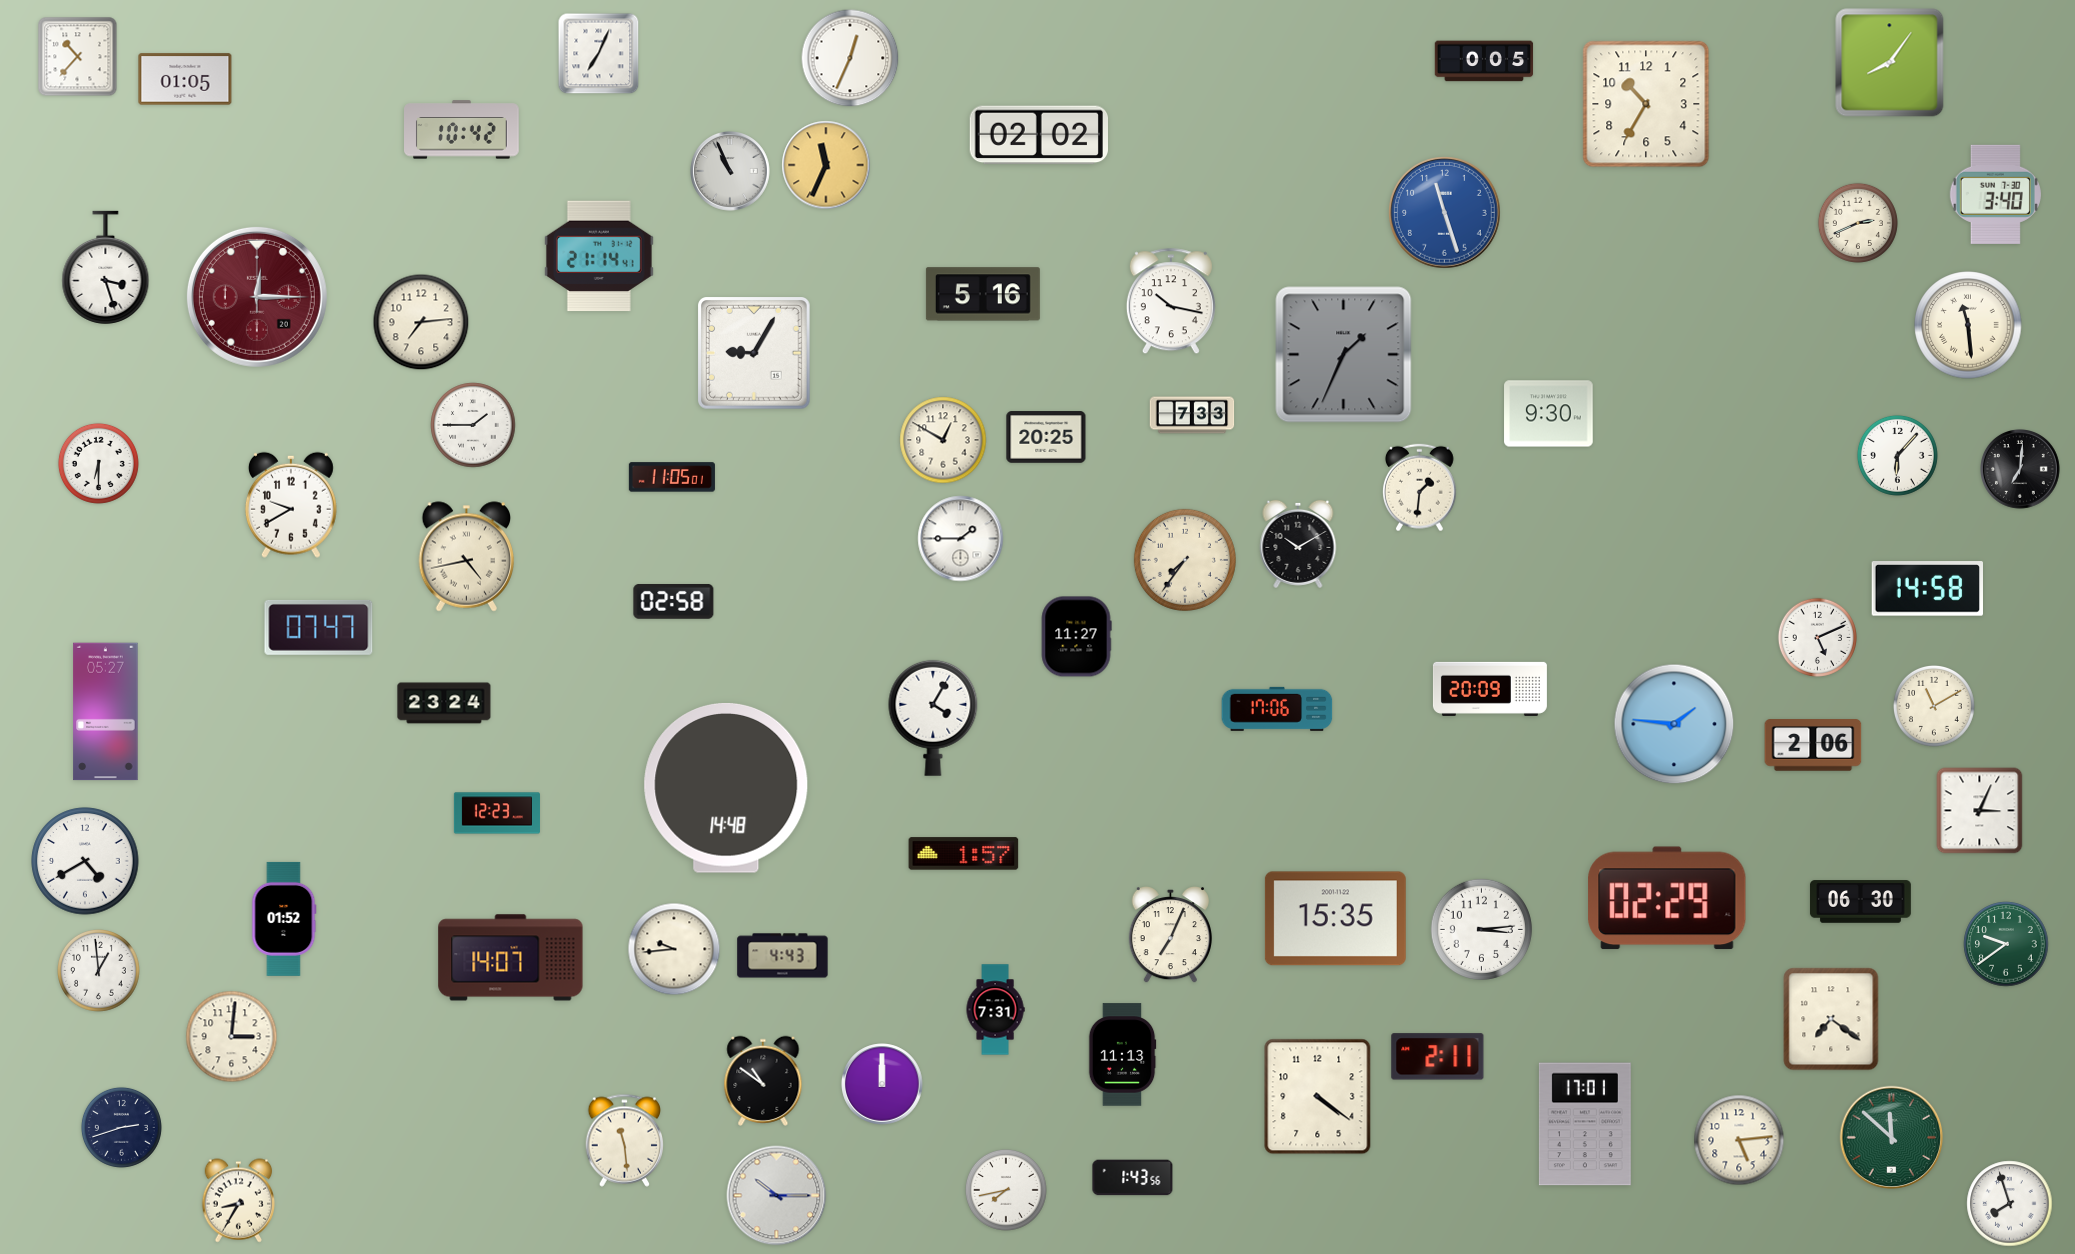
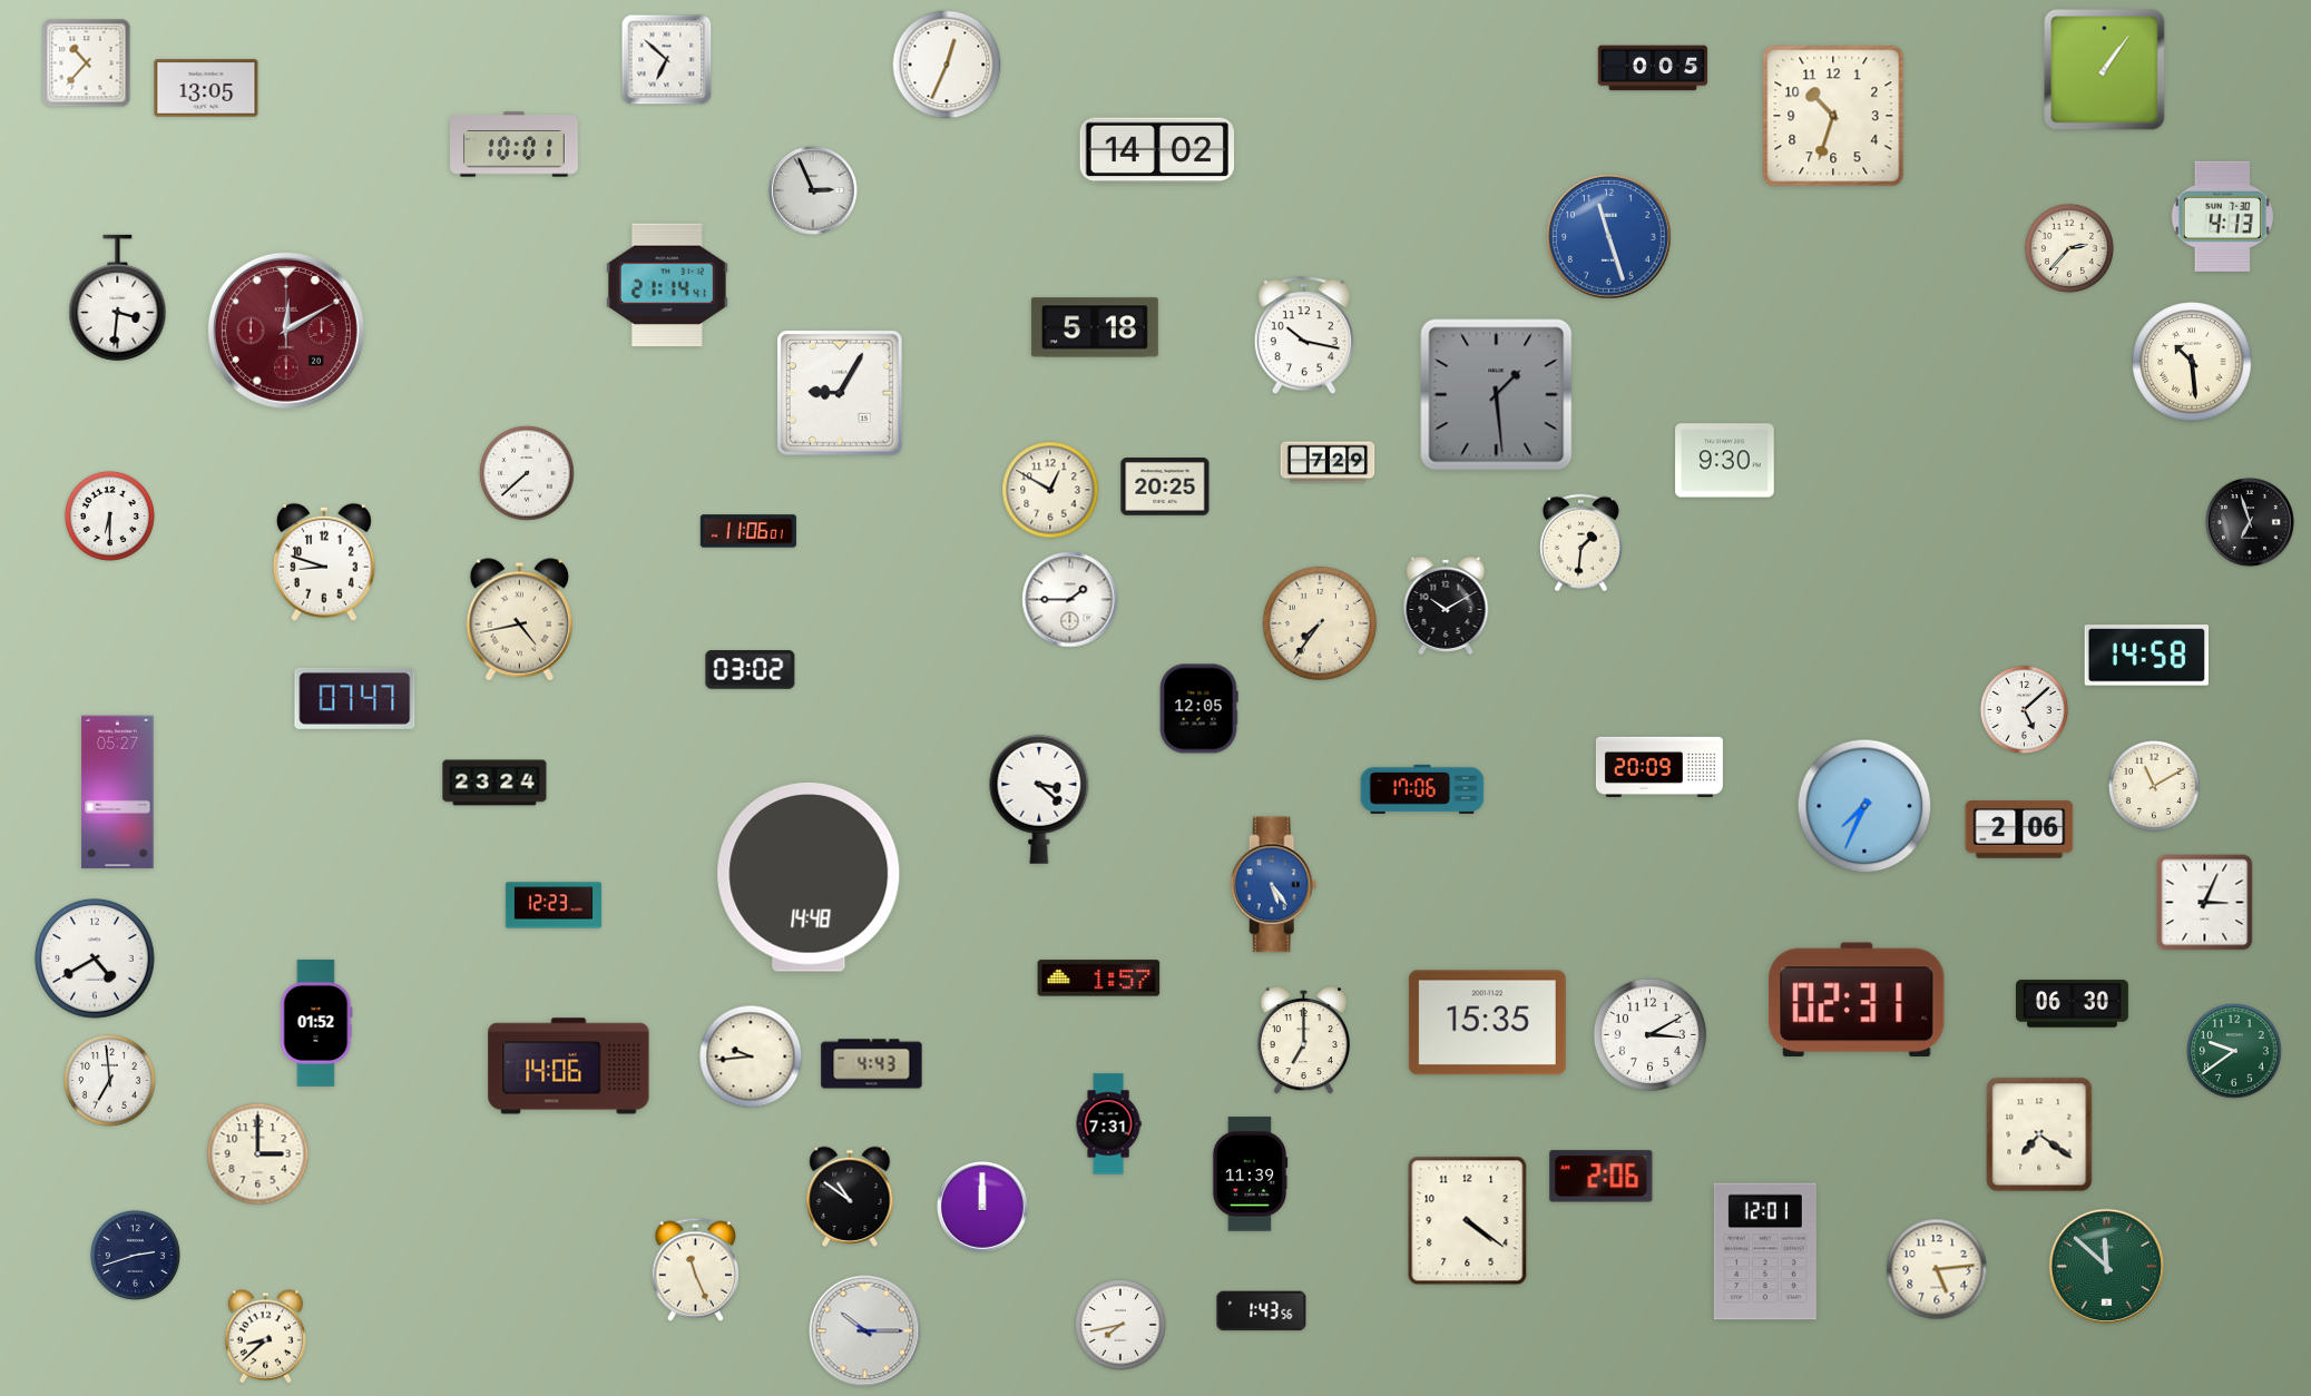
clock at (599, 54): 7:04 -> 6:52
clock at (1890, 63): 8:06 -> 1:06
clock at (185, 79): 01:05 -> 13:05
clock at (1646, 104): 10:35 -> 10:33
clock at (462, 130): 10:42 -> 10:01
clock at (1038, 135): 02:02 -> 14:02
clock at (826, 165): 11:34 -> none
clock at (731, 172): 10:56 -> 2:56
clock at (1995, 194): 3:40 -> 4:13
clock at (1858, 223): 2:41 -> 2:37
clock at (106, 267): 3:27 -> 3:31
clock at (983, 294): 5:16 -> 5:18
clock at (257, 297): 12:15 -> 12:10
clock at (421, 322): 7:14 -> none
clock at (1968, 325): 11:29 -> 10:29
clock at (1344, 355): 1:34 -> 1:29
clock at (1192, 415): 7:33 -> 7:29
clock at (473, 425): 1:45 -> 7:38
clock at (1897, 455): 6:07 -> none
clock at (2021, 470): 7:01 -> 6:57
clock at (672, 477): 11:05 -> 11:06
clock at (291, 505): 9:40 -> 8:48
clock at (674, 602): 02:58 -> 03:02
clock at (1076, 637): 11:27 -> 12:05
clock at (1817, 637): 5:11 -> 5:08
clock at (933, 718): 4:05 -> 3:22
clock at (1674, 724): 1:46 -> 7:34
clock at (1274, 885): none -> 5:24
clock at (964, 854) position: (964, 854) -> (1099, 979)
clock at (1667, 898): 02:29 -> 02:31
clock at (1481, 929): 3:14 -> 3:10
clock at (1170, 936): 7:04 -> 7:00
clock at (511, 958): 14:07 -> 14:06
clock at (99, 971): 12:59 -> 6:59
clock at (232, 1037): 3:01 -> 3:00
clock at (1122, 1055): 11:13 -> 11:39
clock at (1438, 1057): 2:11 -> 2:06
clock at (763, 1081) position: (763, 1081) -> (850, 1197)
clock at (1585, 1124): 17:01 -> 12:01
clock at (625, 1140): 11:29 -> 11:26
clock at (238, 1201): 8:35 -> 8:38
clock at (2010, 1204): 7:57 -> none
